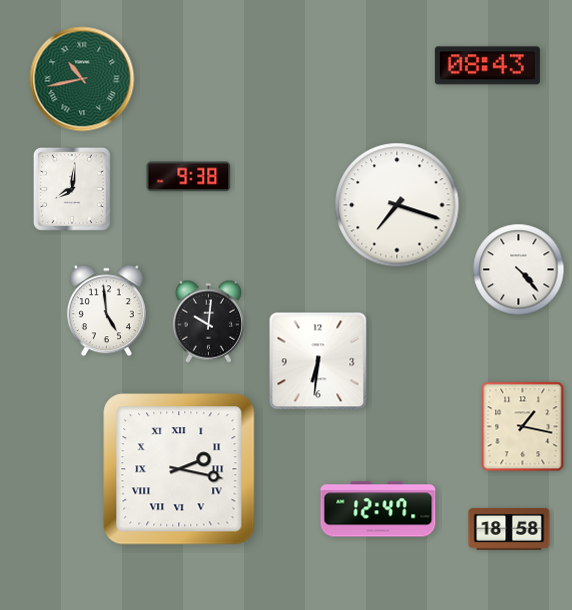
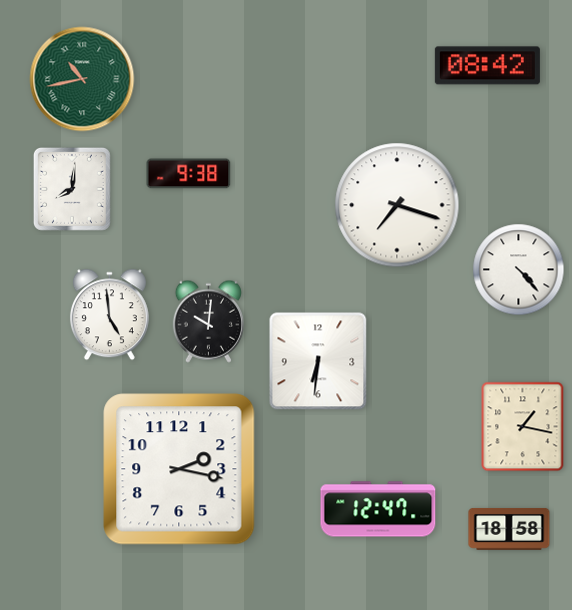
clock at (487, 66): 08:43 -> 08:42
clock at (189, 177) position: (189, 177) -> (189, 174)
clock at (106, 311) position: (106, 311) -> (109, 315)
clock at (179, 469) numerals: Roman -> Arabic
